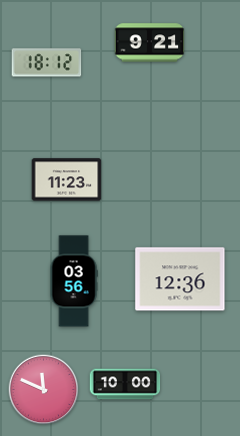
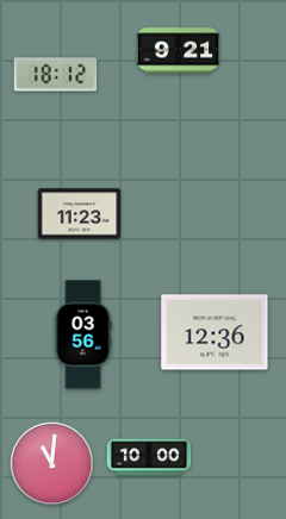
clock at (74, 281) position: (74, 281) -> (83, 334)
clock at (44, 390): 11:49 -> 11:01
